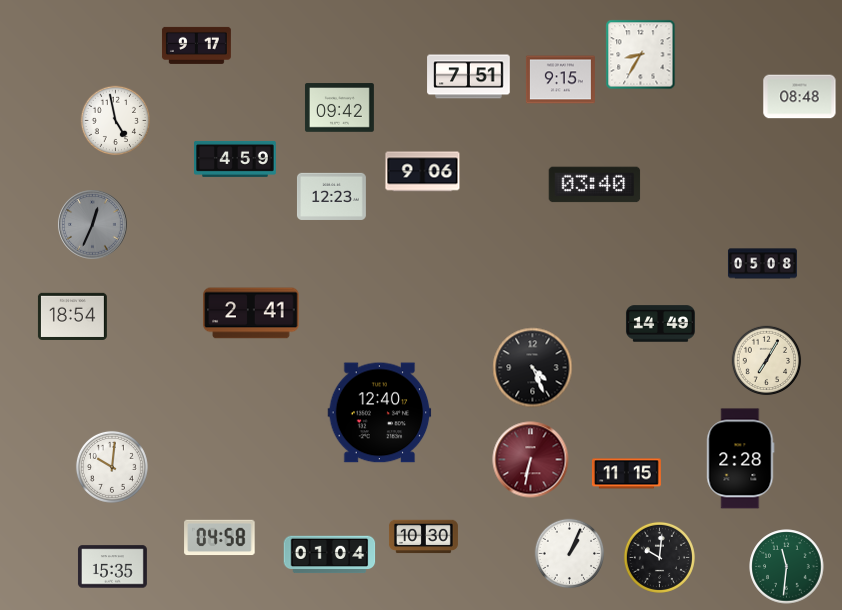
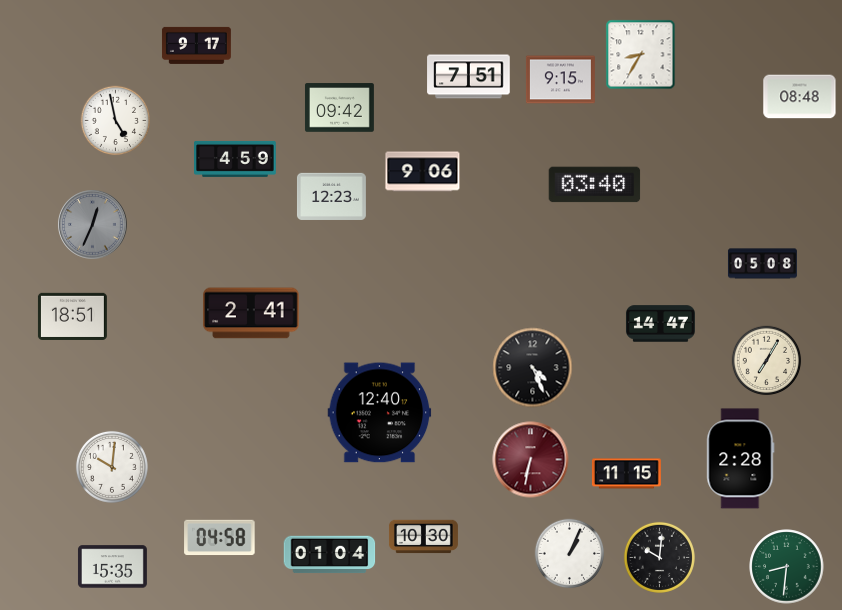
clock at (72, 316): 18:54 -> 18:51
clock at (660, 324): 14:49 -> 14:47
clock at (787, 567): 11:31 -> 8:31
